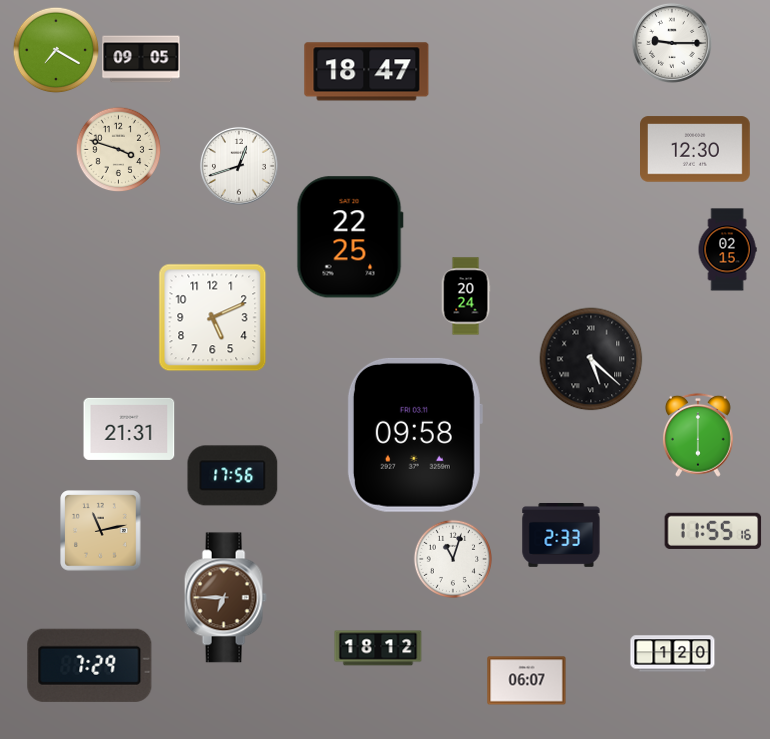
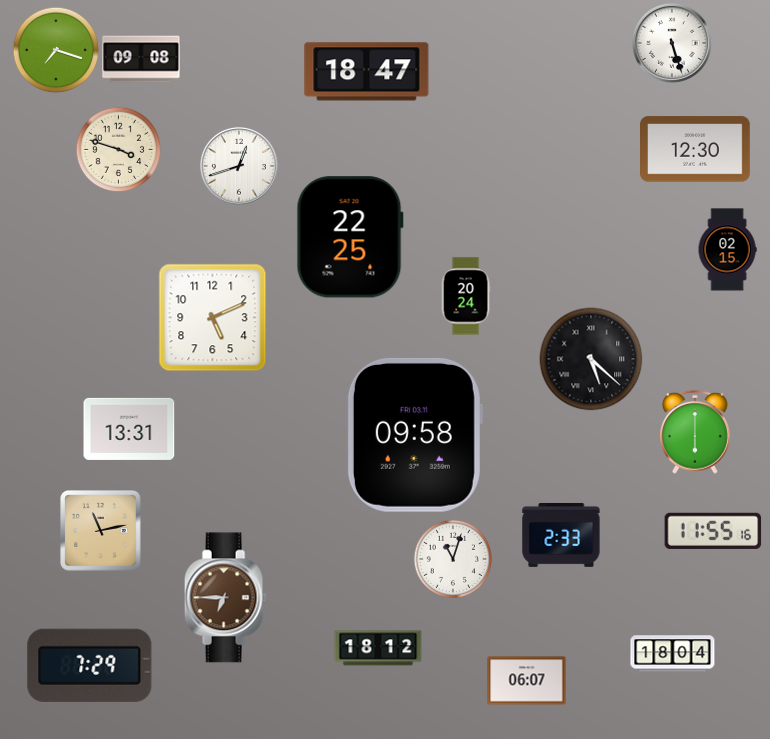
clock at (672, 43): 9:15 -> 5:27
clock at (56, 50): 7:20 -> 7:18
clock at (141, 59): 09:05 -> 09:08
clock at (129, 429): 21:31 -> 13:31
clock at (698, 435) position: (698, 435) -> (695, 432)
clock at (233, 476): 17:56 -> none
clock at (673, 654): 1:20 -> 18:04
